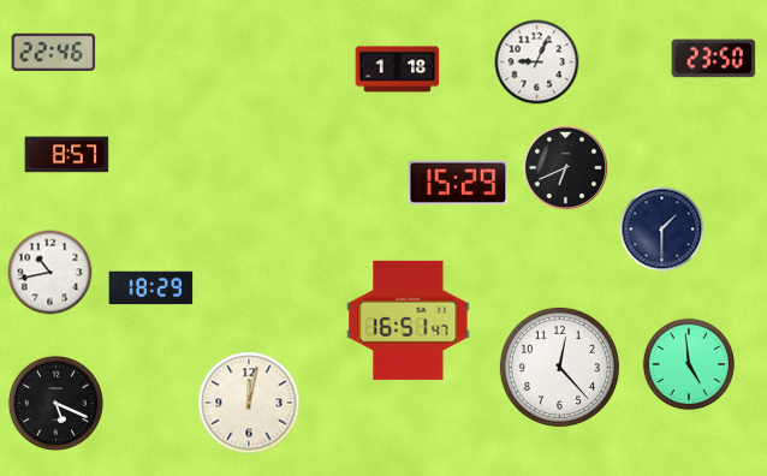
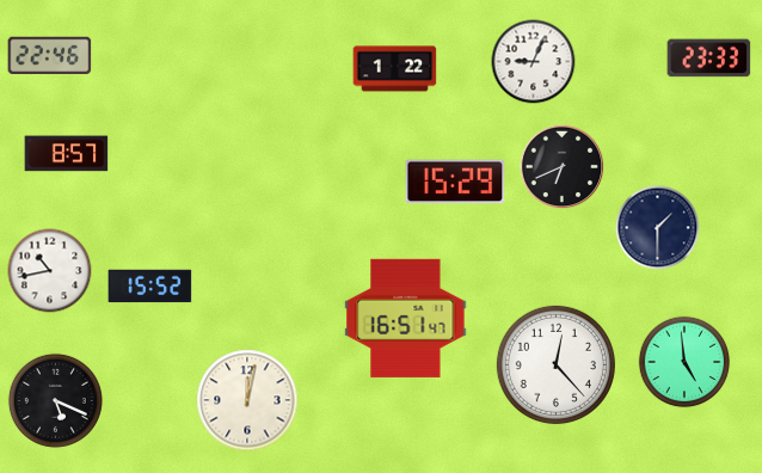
clock at (54, 52) position: (54, 52) -> (50, 55)
clock at (714, 59): 23:50 -> 23:33
clock at (398, 70): 1:18 -> 1:22
clock at (151, 288): 18:29 -> 15:52
